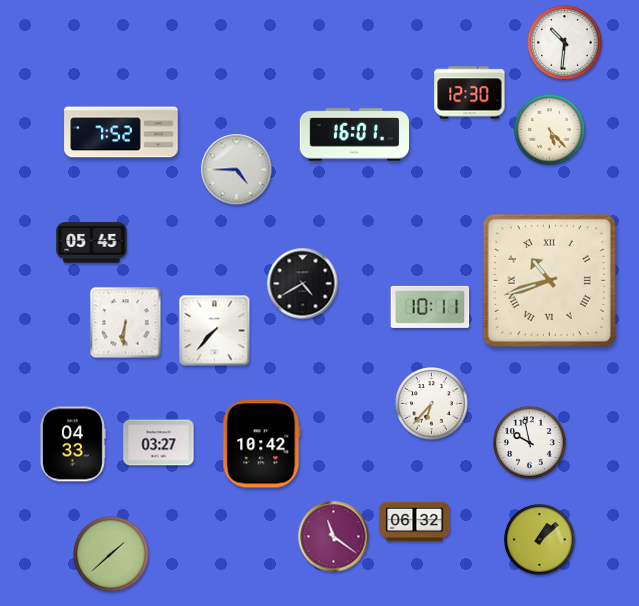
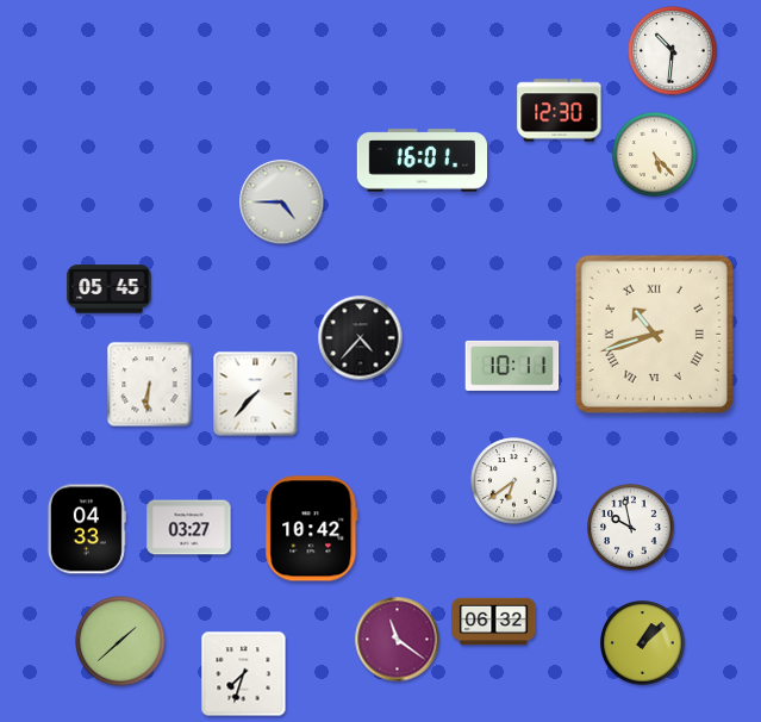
clock at (121, 132): 7:52 -> none
clock at (303, 284): 4:40 -> 4:37
clock at (432, 404): 6:37 -> 6:39
clock at (111, 554) position: (111, 554) -> (120, 641)
clock at (244, 674): none -> 7:33
